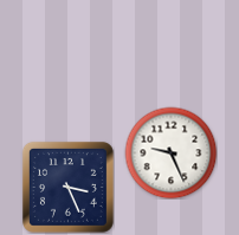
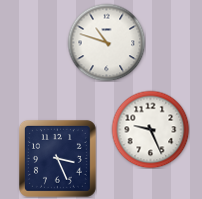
clock at (106, 42): none -> 10:48
clock at (170, 152) position: (170, 152) -> (150, 129)
